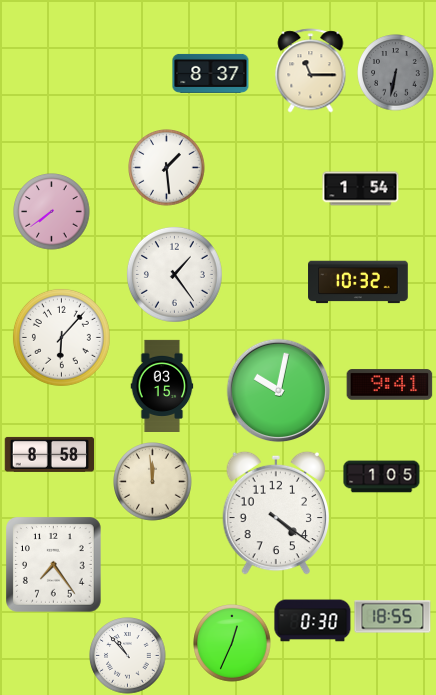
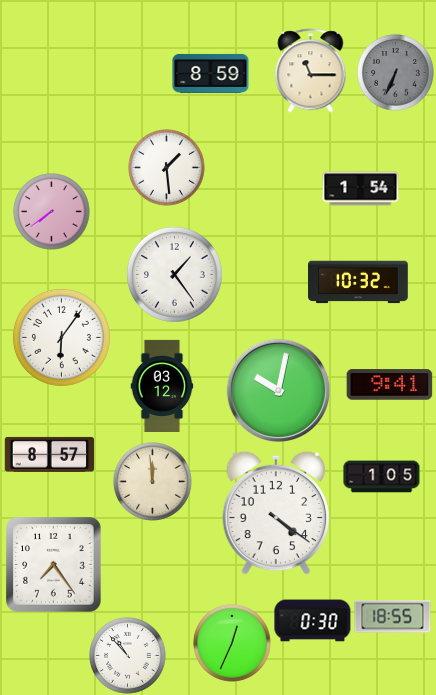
clock at (211, 73): 8:37 -> 8:59
clock at (396, 73): 6:32 -> 6:34
clock at (61, 337): 6:07 -> 6:06
clock at (162, 385): 03:15 -> 03:12
clock at (50, 454): 8:58 -> 8:57
